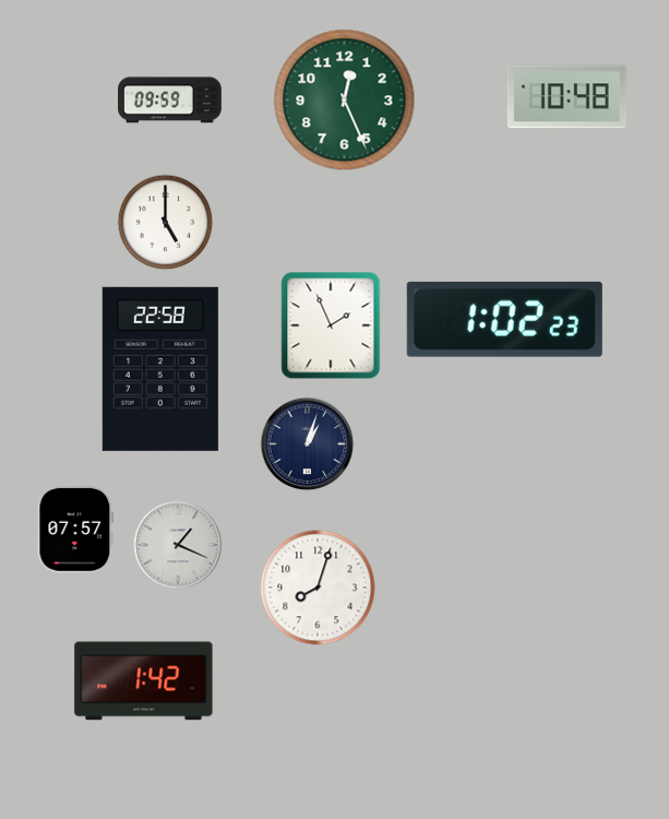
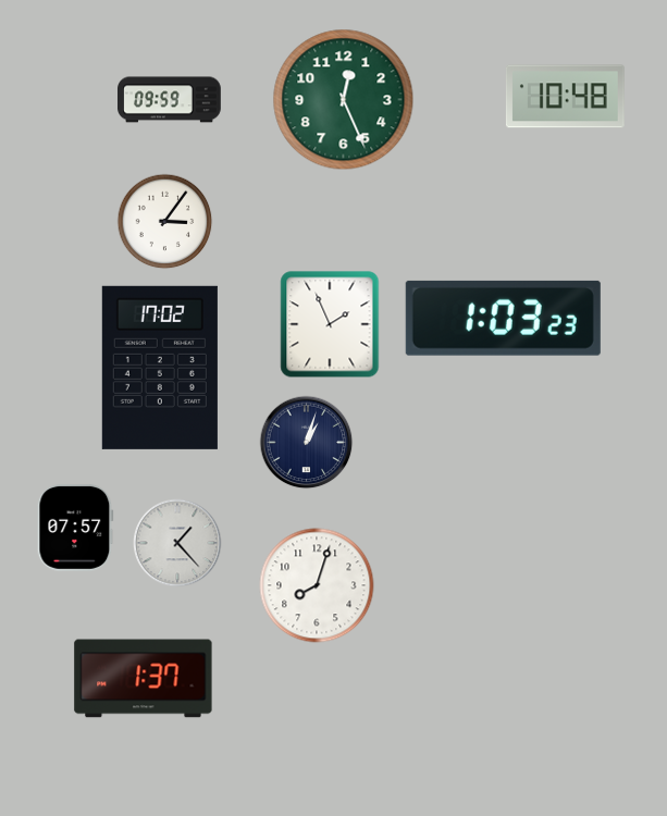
clock at (166, 223): 5:00 -> 3:06
clock at (504, 319): 1:02 -> 1:03
clock at (160, 369): 22:58 -> 17:02
clock at (178, 545): 1:19 -> 1:23
clock at (144, 681): 1:42 -> 1:37
